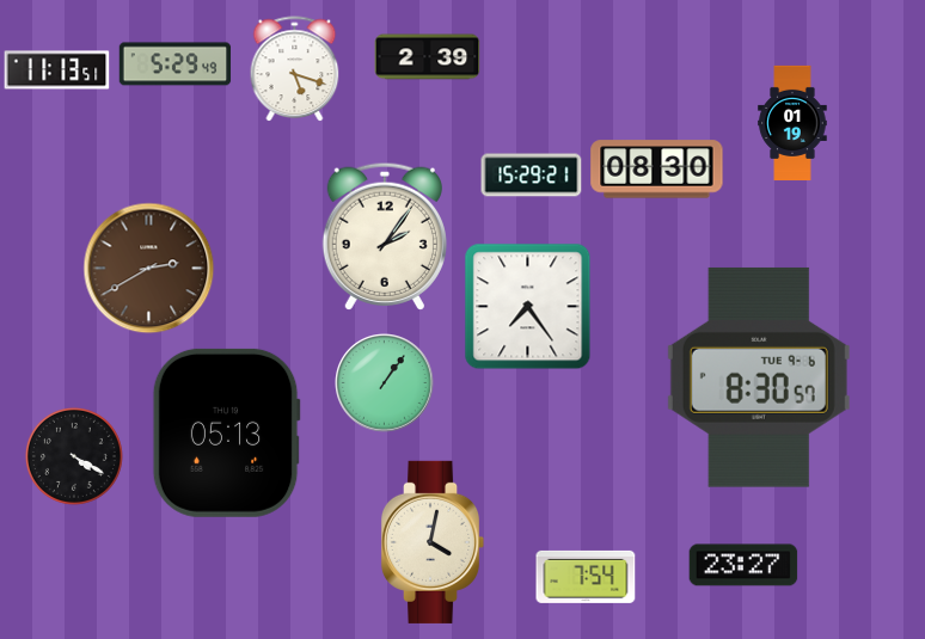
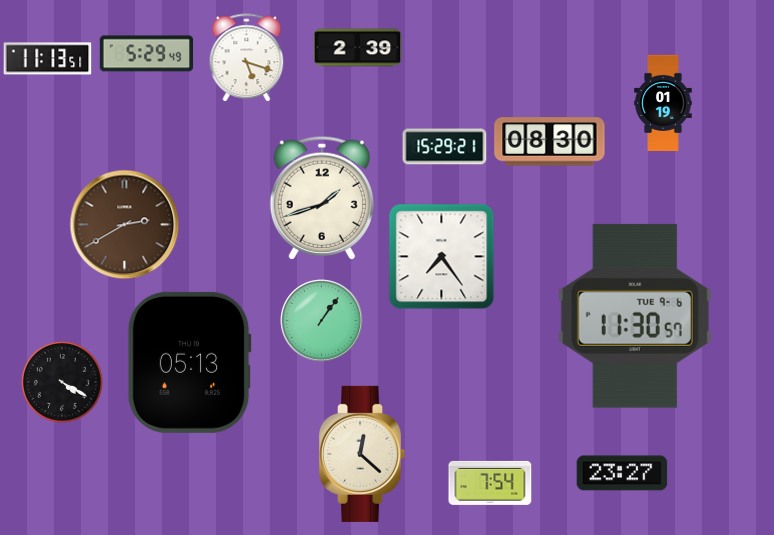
clock at (385, 236): 2:06 -> 1:42
clock at (759, 377): 8:30 -> 11:30
clock at (433, 542): 4:02 -> 12:22
